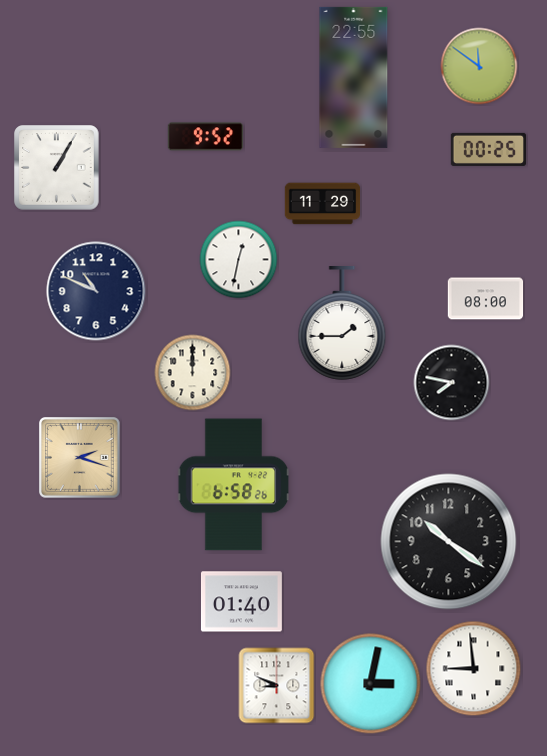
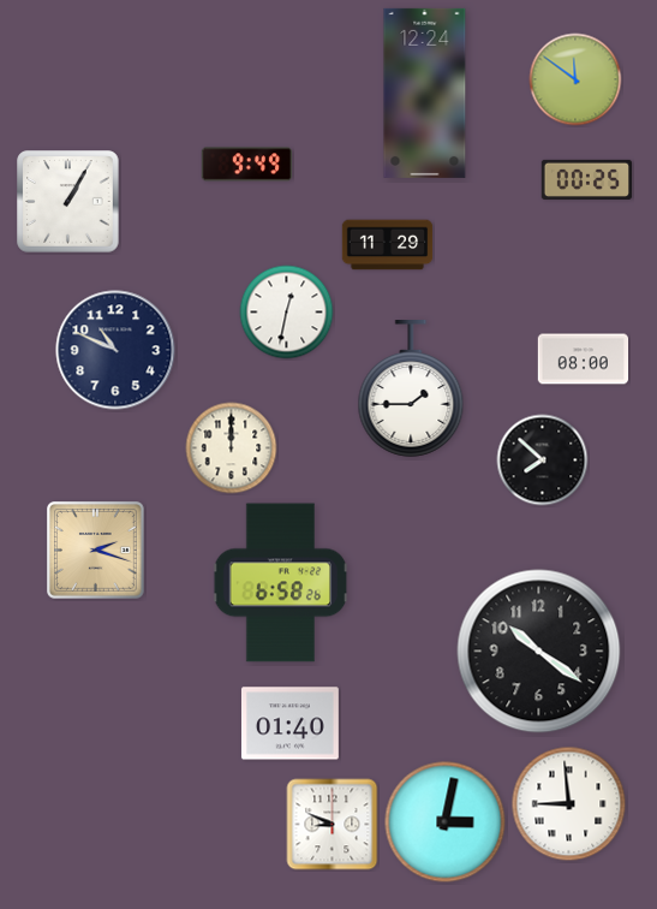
clock at (354, 77): 22:55 -> 12:24
clock at (205, 137): 9:52 -> 9:49
clock at (452, 383): 7:47 -> 7:52
